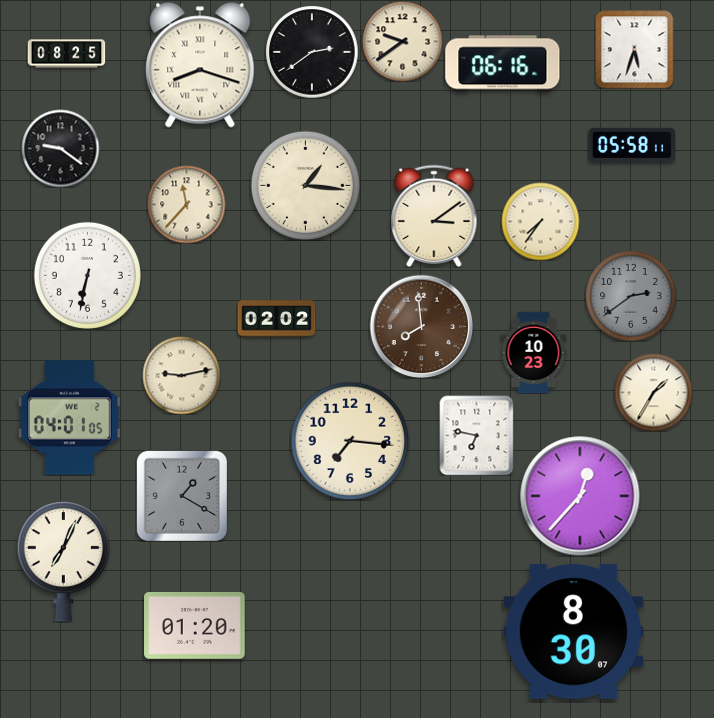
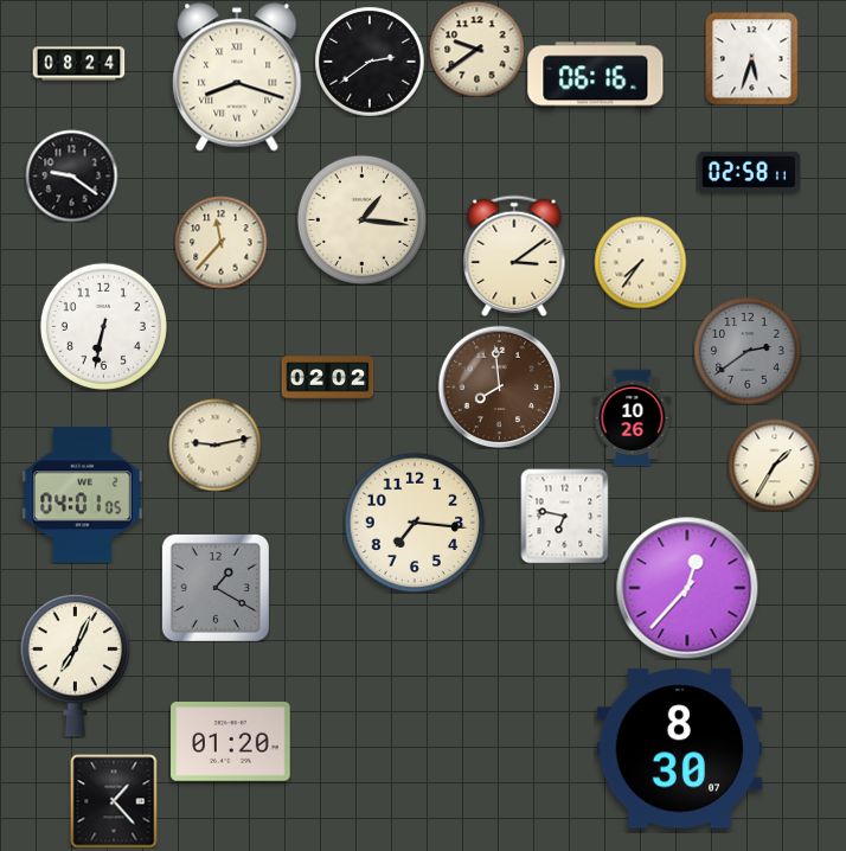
clock at (66, 54): 08:25 -> 08:24
clock at (632, 145): 05:58 -> 02:58
clock at (534, 352): 10:23 -> 10:26
clock at (114, 801): none -> 1:23
